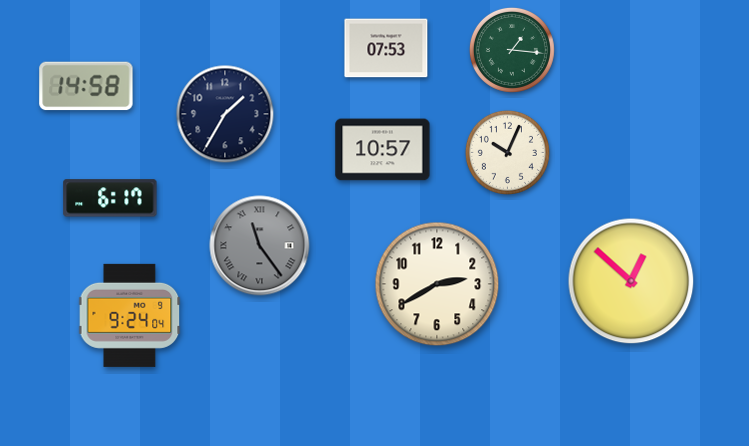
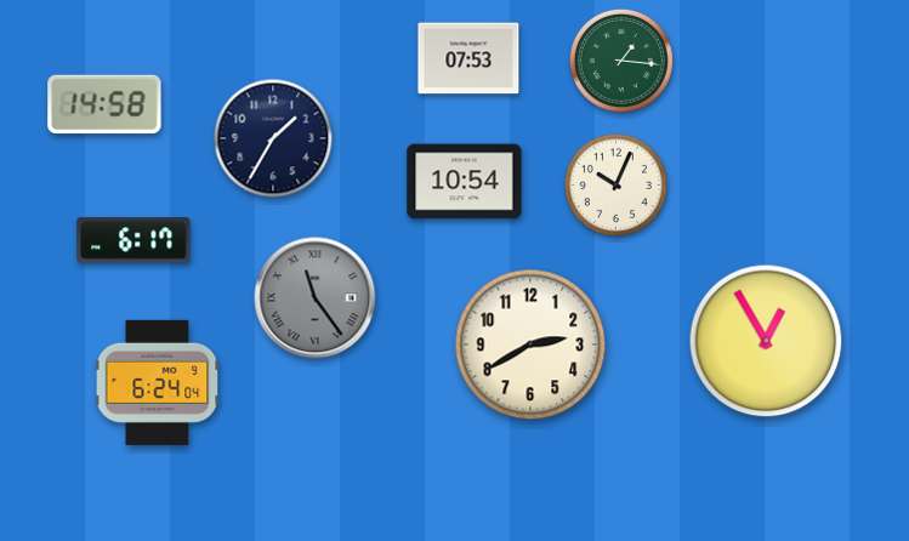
clock at (383, 150): 10:57 -> 10:54
clock at (631, 281): 12:52 -> 12:55
clock at (130, 315): 9:24 -> 6:24
